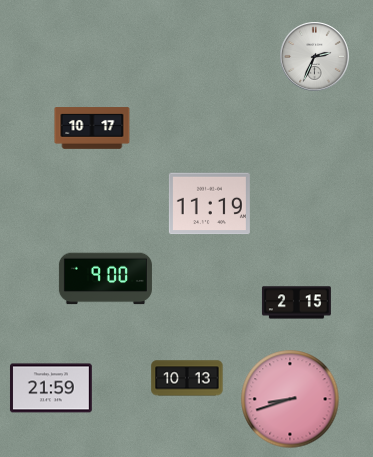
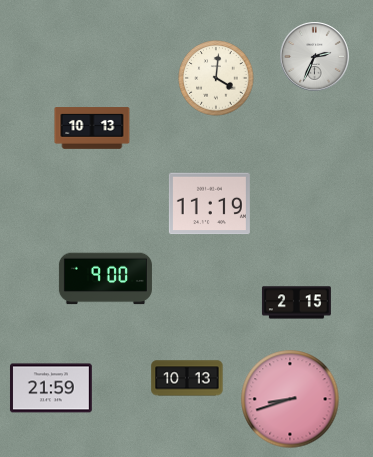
clock at (216, 78): none -> 4:01
clock at (92, 128): 10:17 -> 10:13
